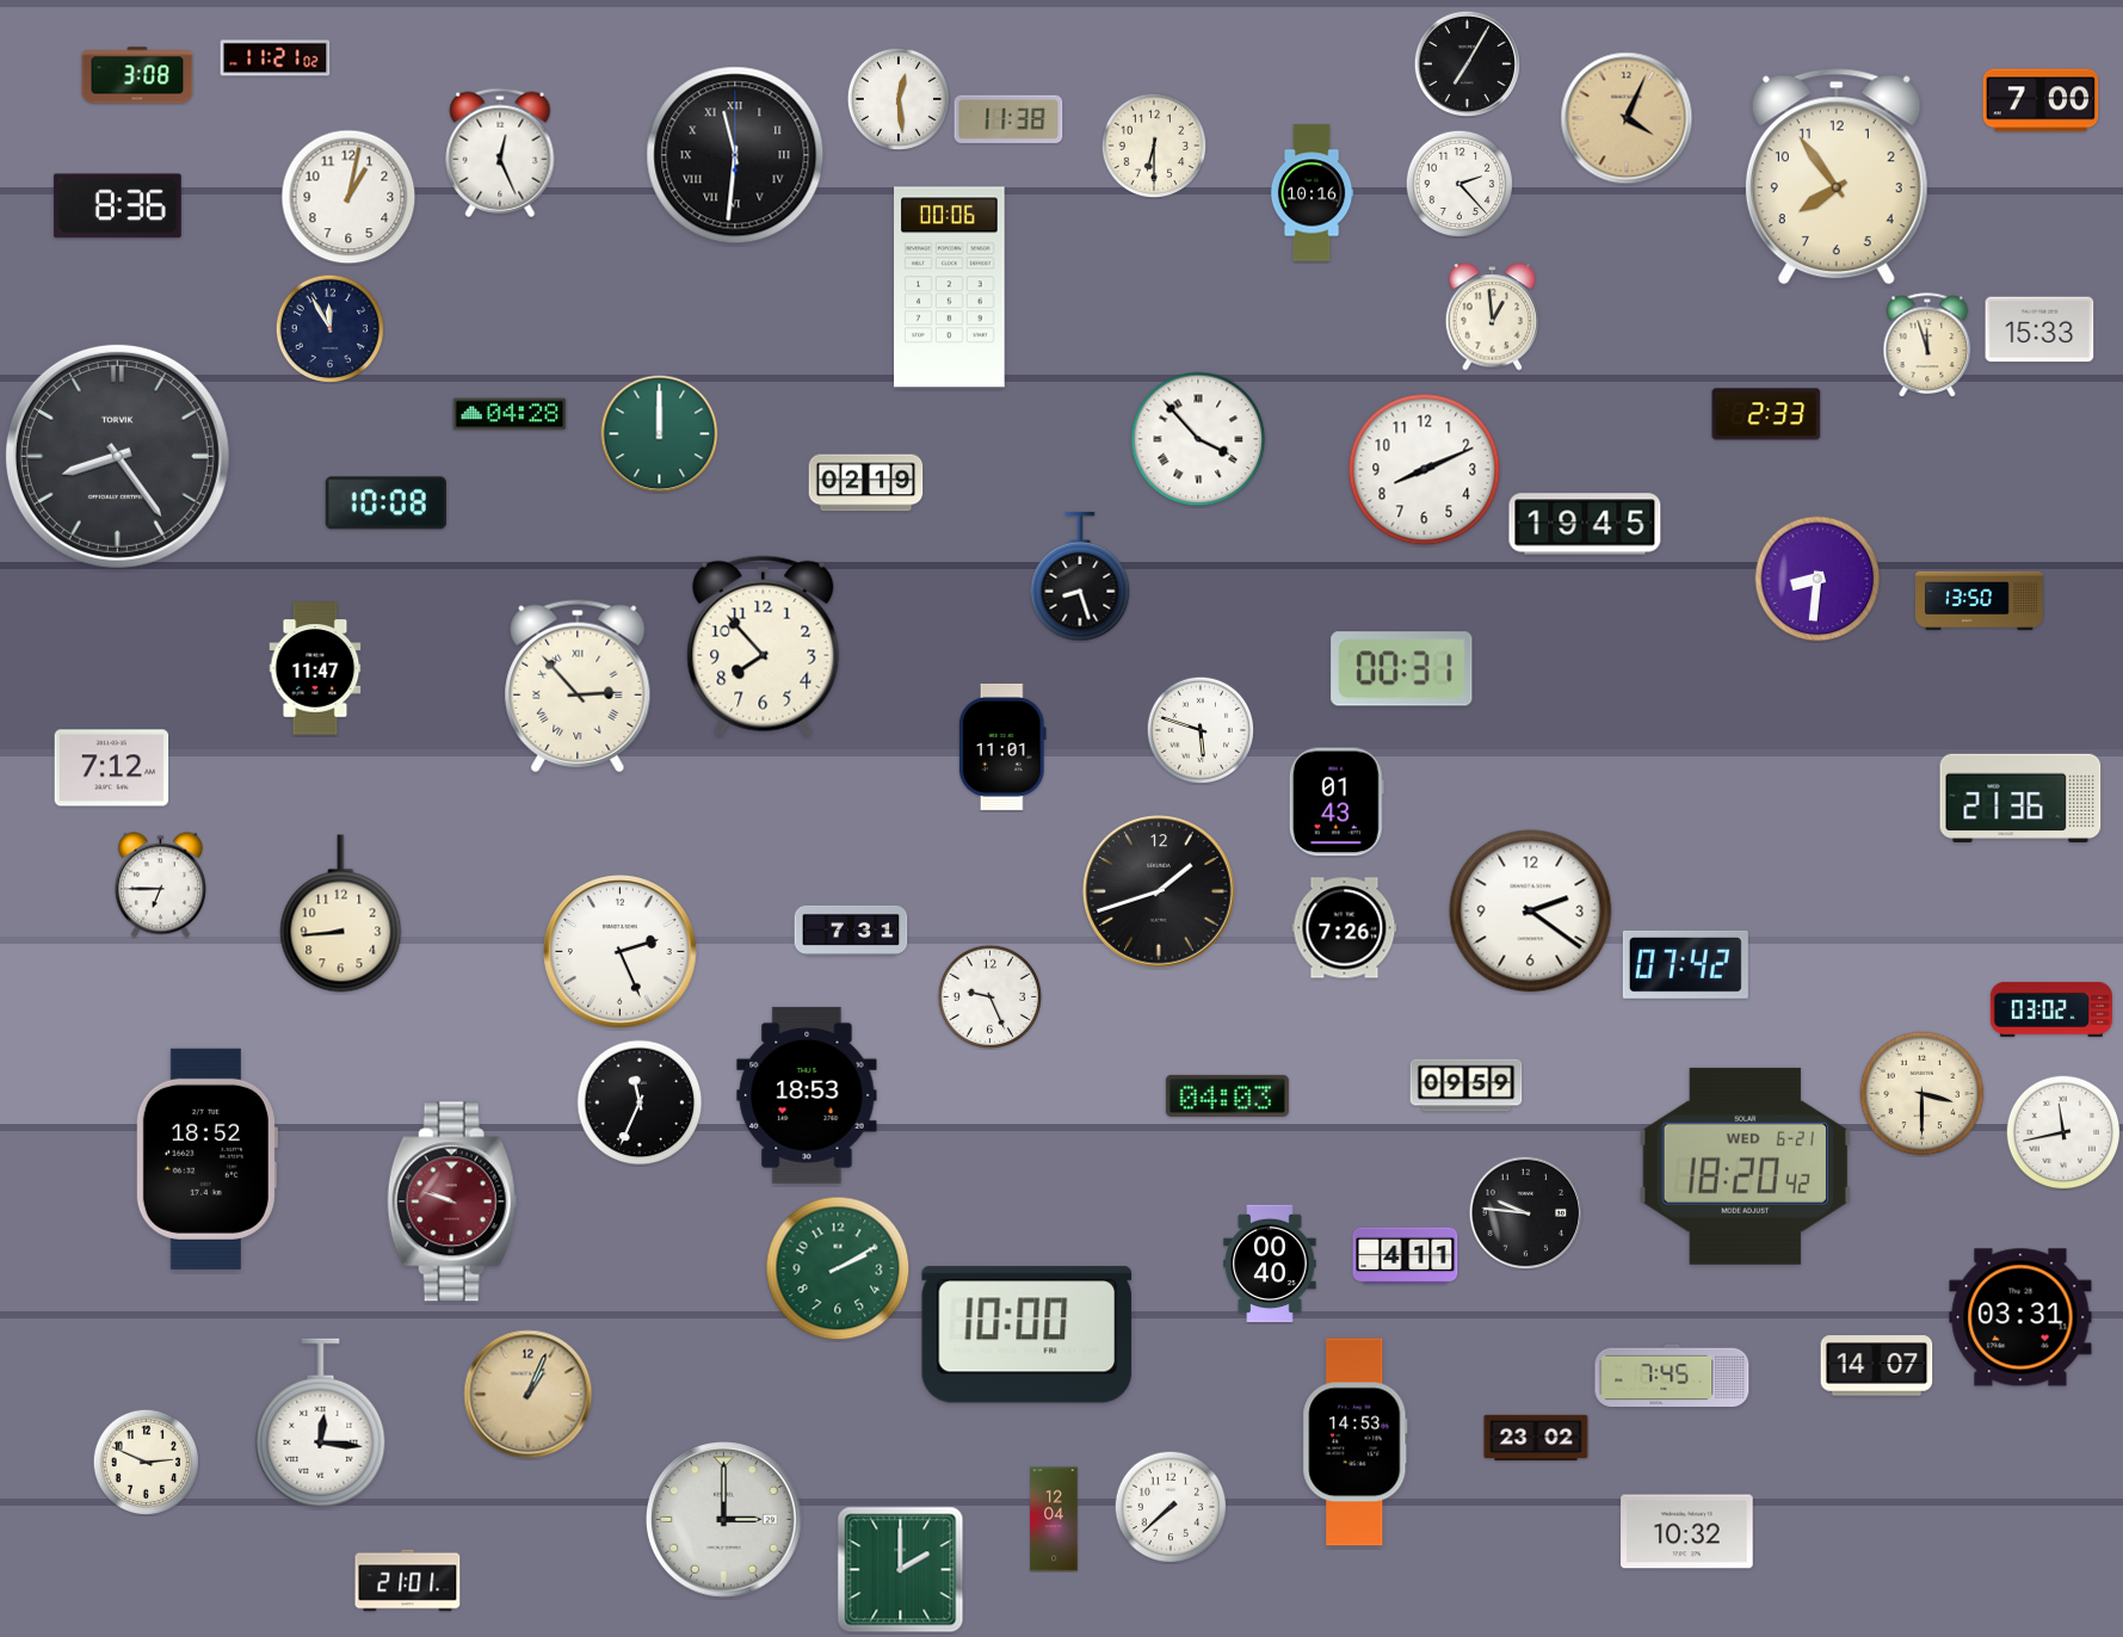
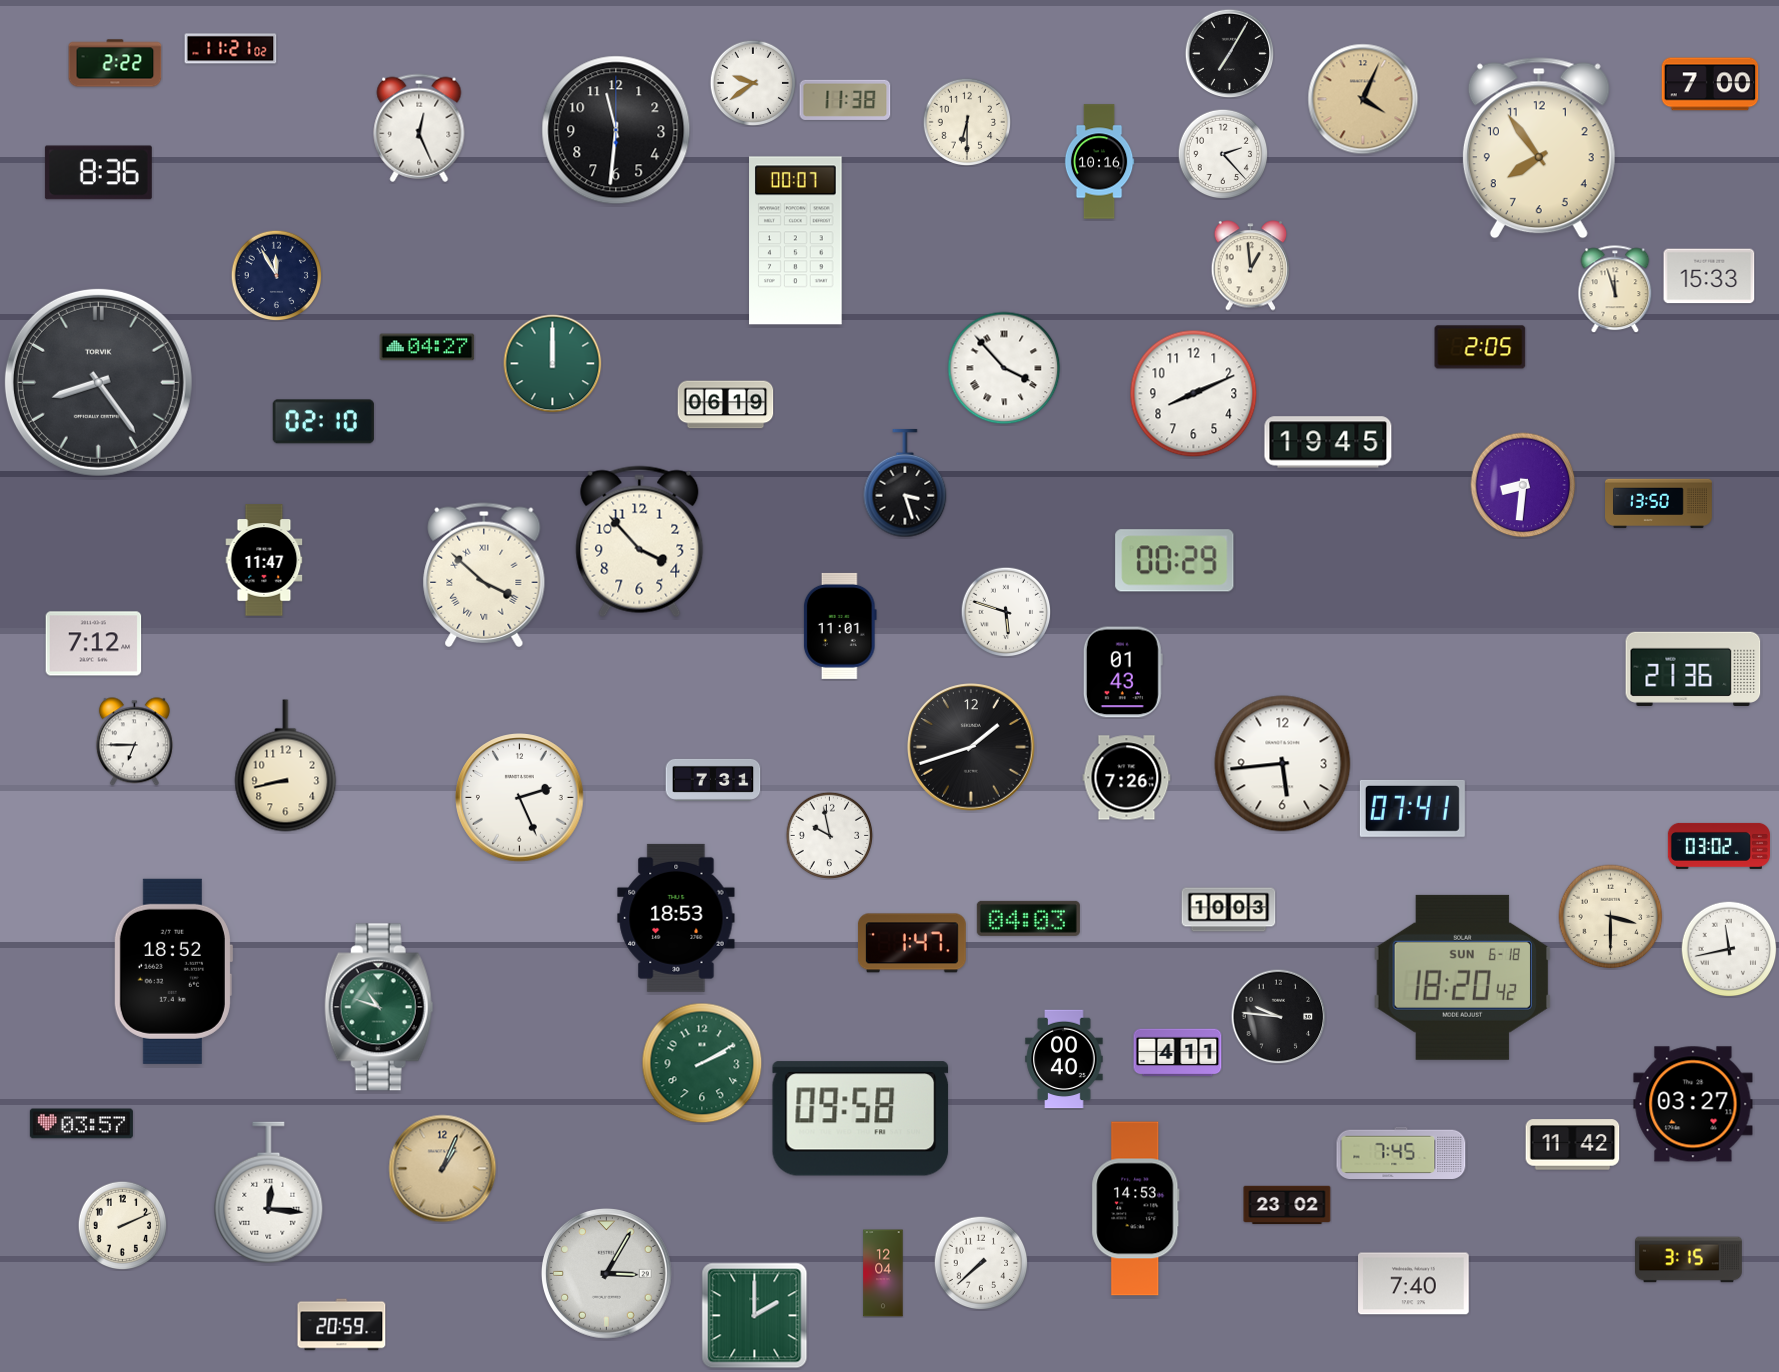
clock at (137, 75): 3:08 -> 2:22
clock at (897, 98): 12:29 -> 9:39
clock at (735, 155) numerals: Roman -> Arabic
clock at (348, 197): 1:02 -> none
clock at (950, 288): 00:06 -> 00:07
clock at (510, 414): 04:28 -> 04:27
clock at (1766, 414): 2:33 -> 2:05
clock at (866, 483): 02:19 -> 06:19
clock at (385, 504): 10:08 -> 02:10
clock at (1585, 524) position: (1585, 524) -> (1328, 442)
clock at (1080, 577): 8:27 -> 3:27
clock at (764, 647): 7:53 -> 3:53
clock at (1402, 669): 00:31 -> 00:29
clock at (578, 686): 2:53 -> 3:52
clock at (1337, 802) position: (1337, 802) -> (1123, 672)
clock at (1531, 912): 2:21 -> 5:44
clock at (341, 914): 8:44 -> 8:43
clock at (1685, 964): 07:42 -> 07:41
clock at (989, 996): 9:26 -> 9:58
clock at (1467, 1086): 09:59 -> 10:03
clock at (640, 1102): 11:34 -> none
clock at (912, 943): none -> 1:47
clock at (1746, 1166) date: WED 6-21 -> SUN 6-18
clock at (452, 1202): 9:48 -> 10:48
clock at (452, 1202) dial: burgundy -> green
clock at (2020, 1317): 03:31 -> 03:27
clock at (1027, 1335): 10:00 -> 09:58
clock at (81, 1124): none -> 03:57
clock at (1877, 1366): 14:07 -> 11:42
clock at (146, 1462): 2:49 -> 2:11
clock at (1689, 1260): none -> 3:15
clock at (723, 1519): 3:00 -> 3:05
clock at (1687, 1532): 10:32 -> 7:40
clock at (408, 1581): 21:01 -> 20:59
